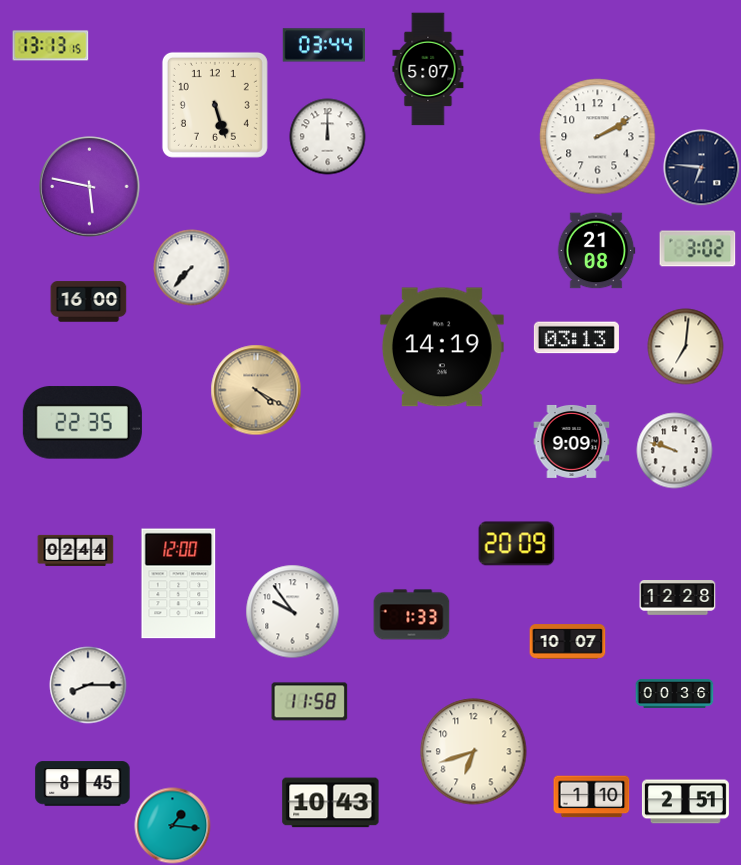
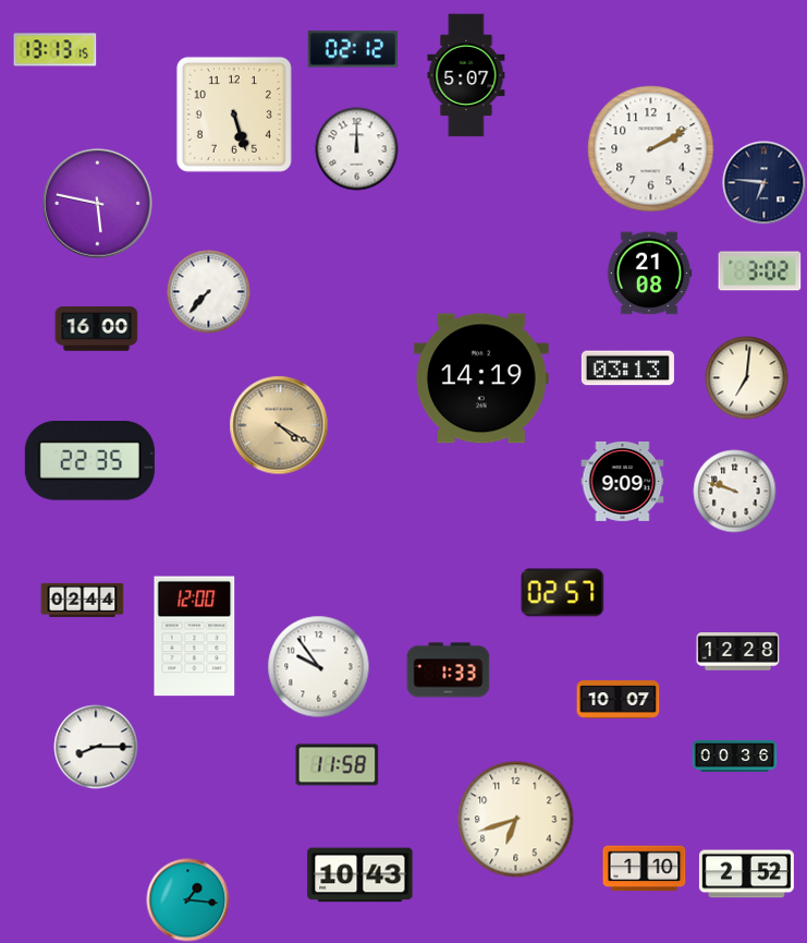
clock at (323, 45): 03:44 -> 02:12
clock at (517, 544): 20:09 -> 02:57
clock at (83, 784): 8:45 -> none
clock at (685, 802): 2:51 -> 2:52
